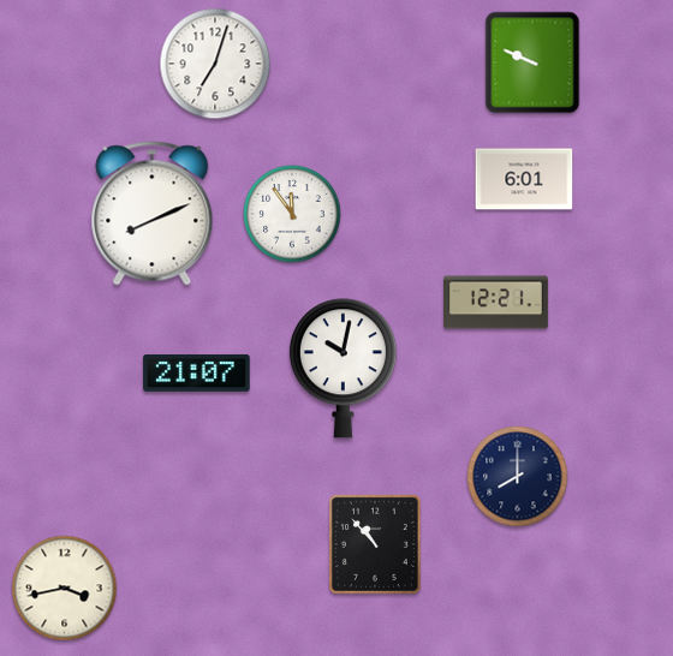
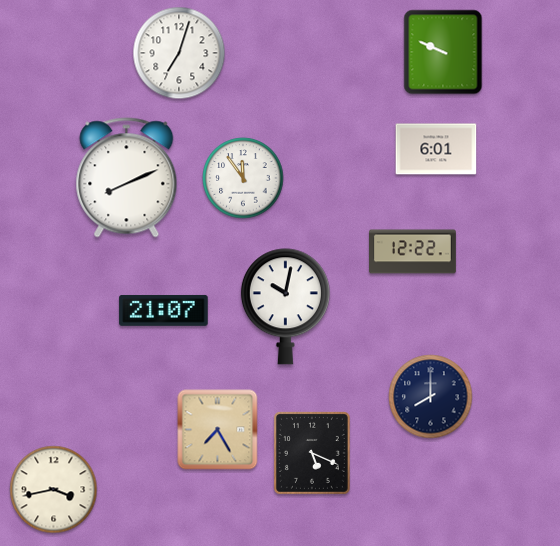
clock at (496, 303): 12:21 -> 12:22
clock at (218, 430): none -> 7:25
clock at (375, 544): 10:53 -> 5:19
